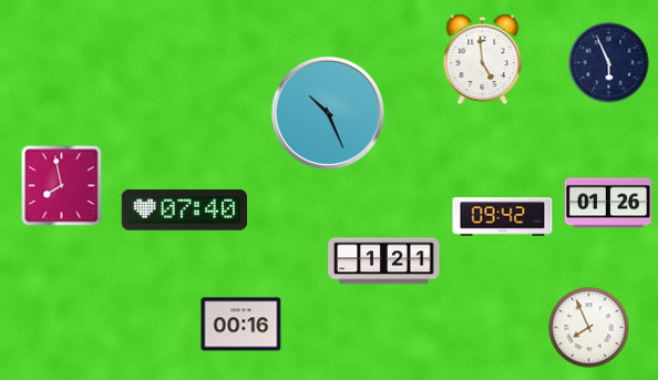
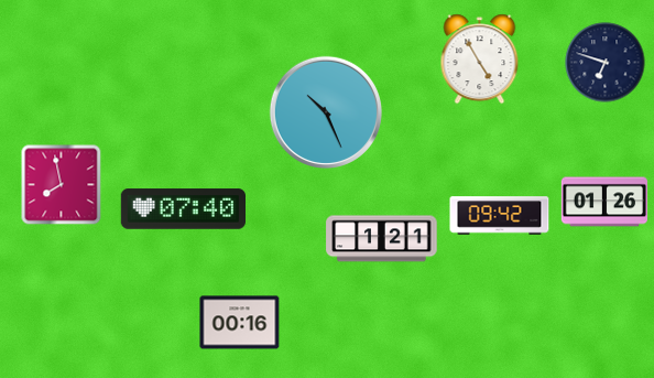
clock at (483, 60): 4:59 -> 4:55
clock at (609, 63): 5:56 -> 6:48
clock at (384, 261) position: (384, 261) -> (382, 239)
clock at (589, 328): 7:56 -> none
